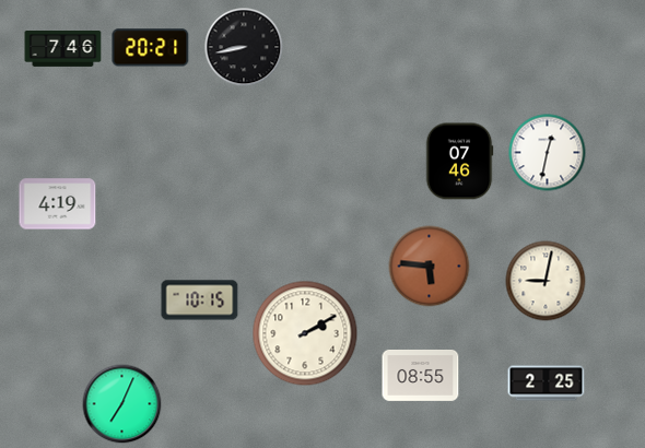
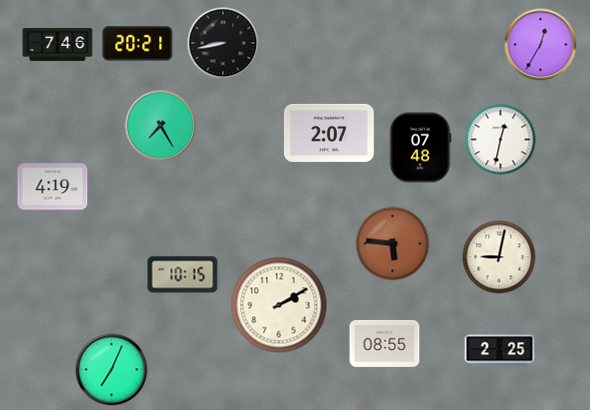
clock at (541, 45): none -> 12:35
clock at (161, 126): none -> 7:25
clock at (329, 133): none -> 2:07
clock at (459, 162): 07:46 -> 07:48
